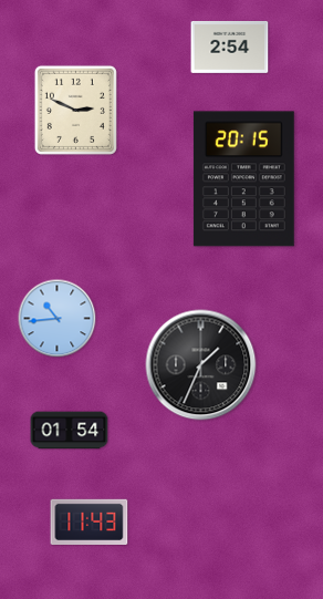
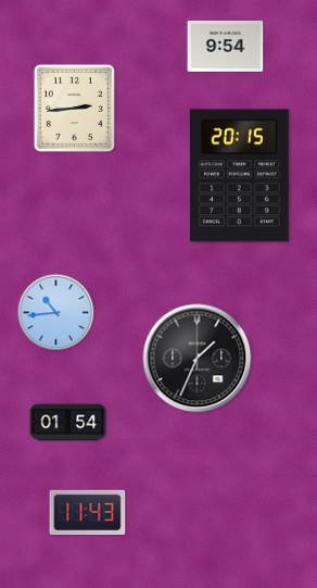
clock at (230, 47): 2:54 -> 9:54
clock at (75, 110): 2:49 -> 2:44
